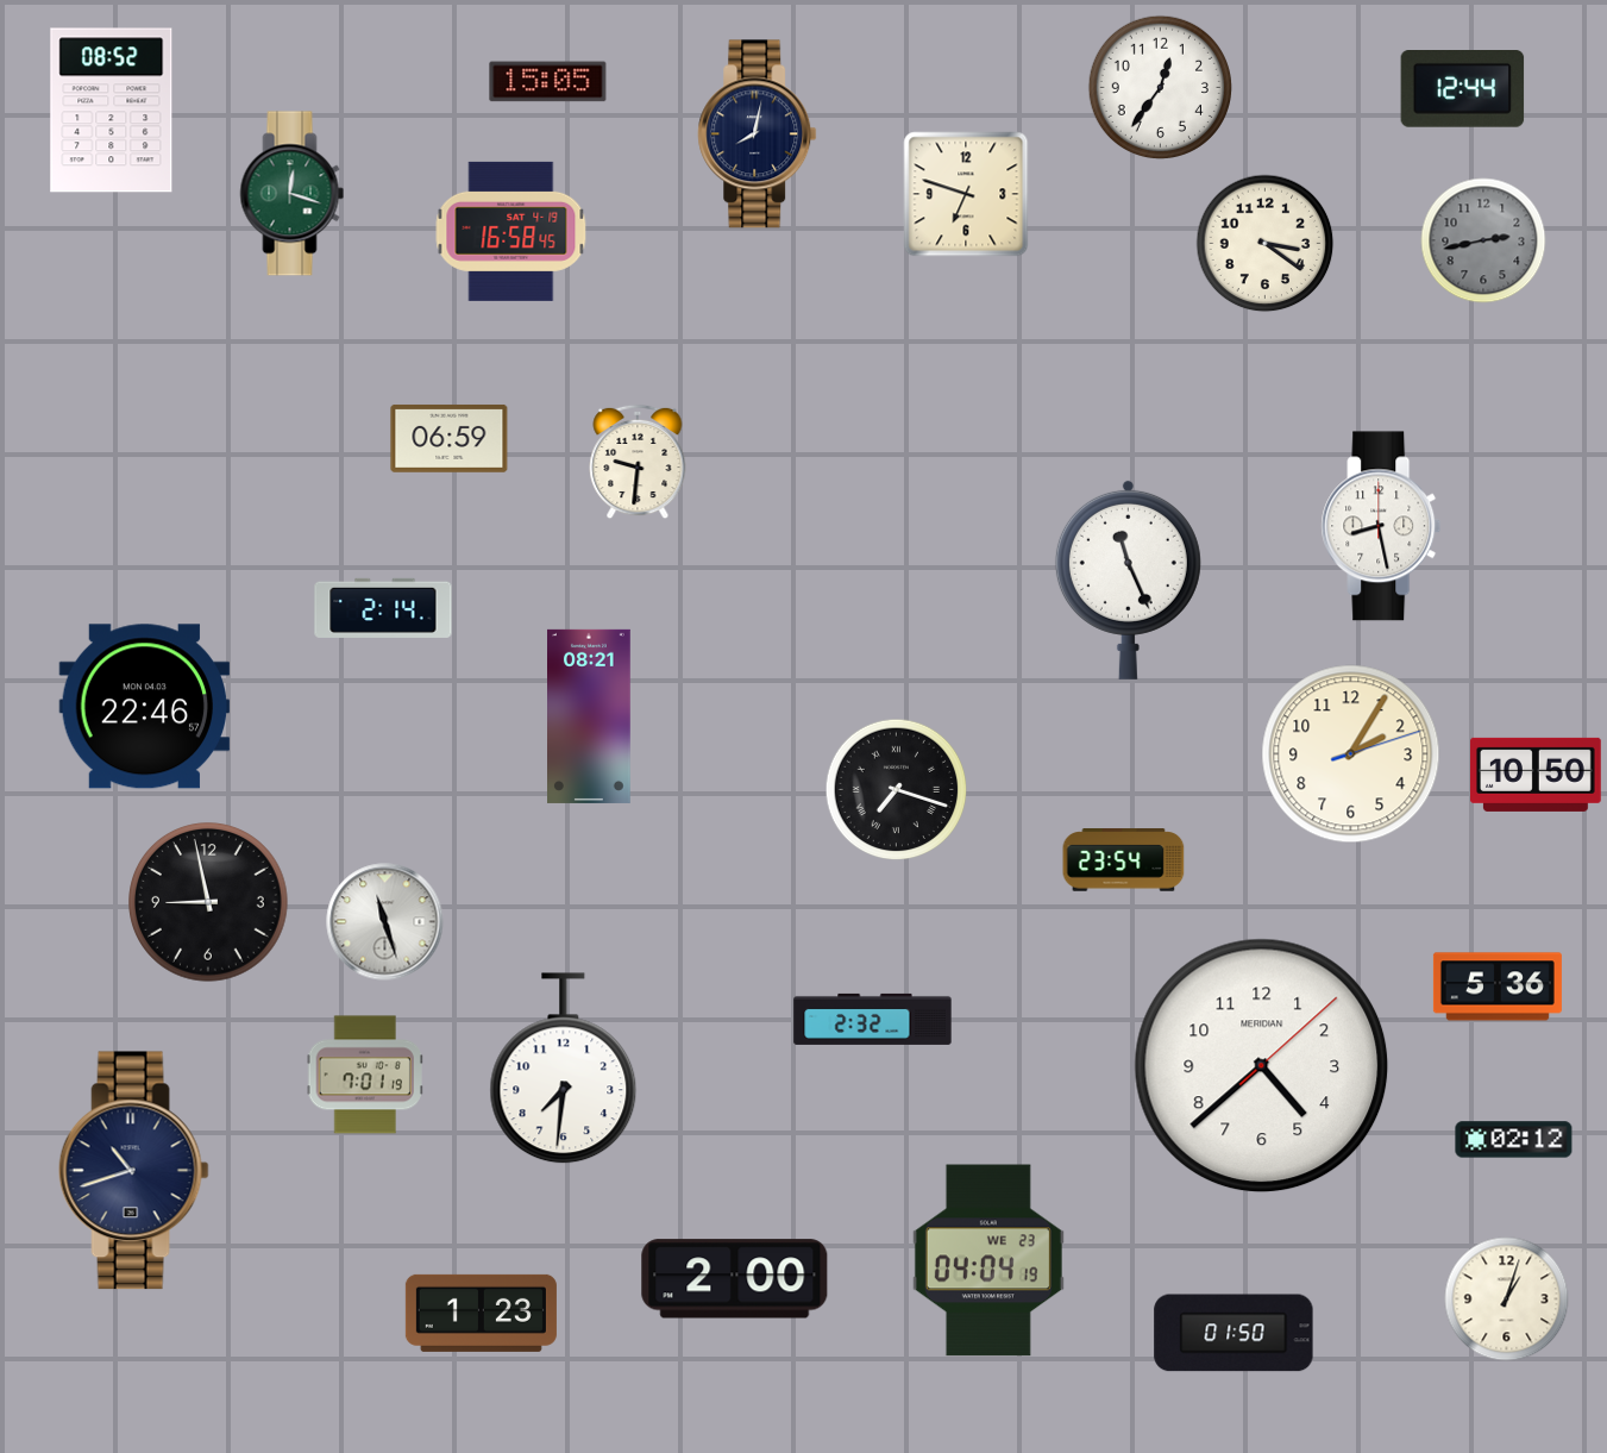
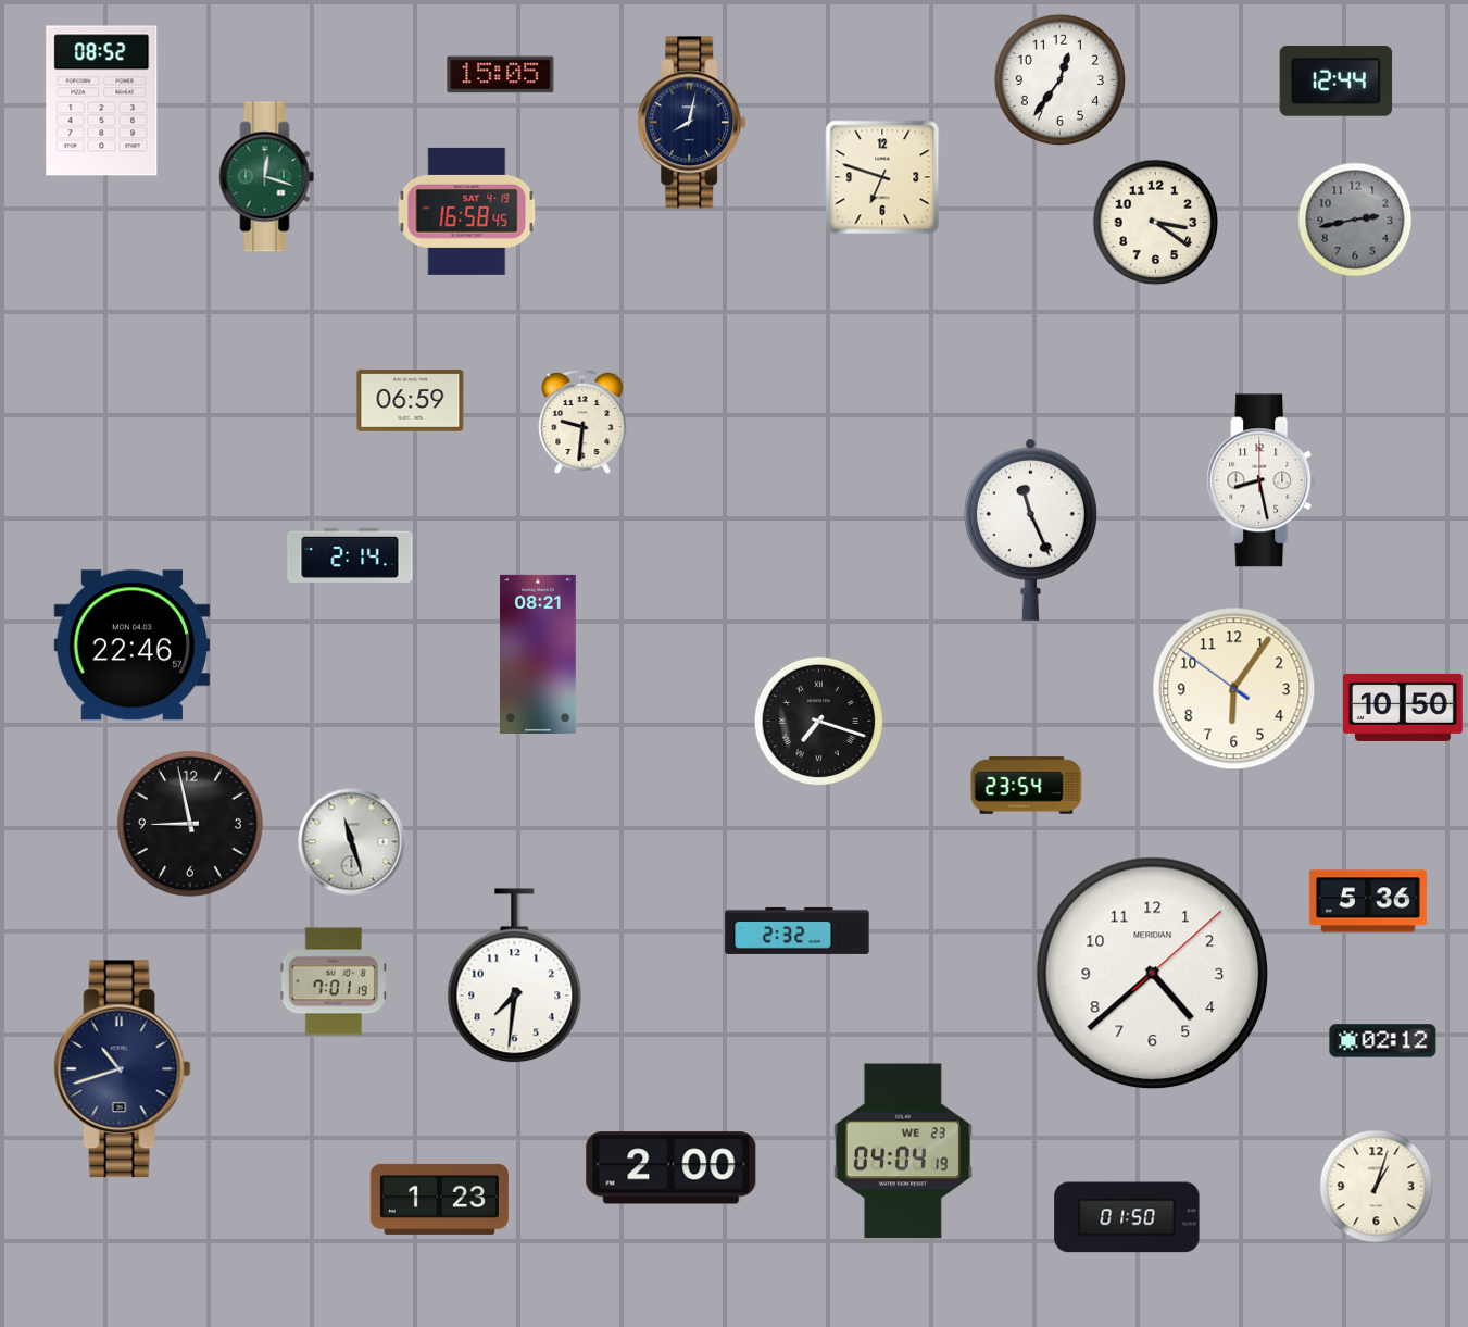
clock at (1351, 754): 2:05 -> 6:05
